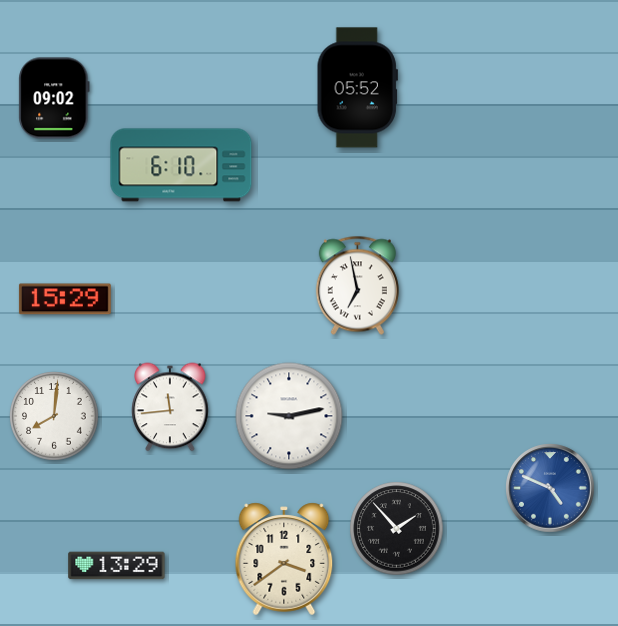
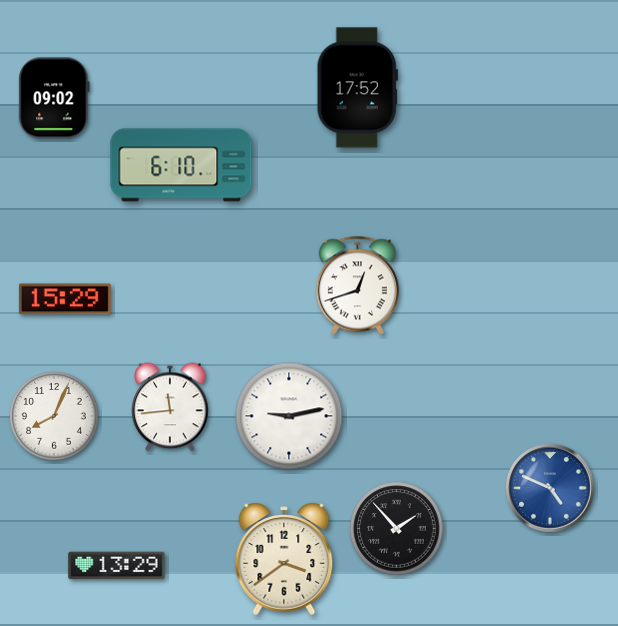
clock at (357, 88): 05:52 -> 17:52
clock at (357, 286): 6:58 -> 12:42
clock at (54, 416): 8:01 -> 8:04
